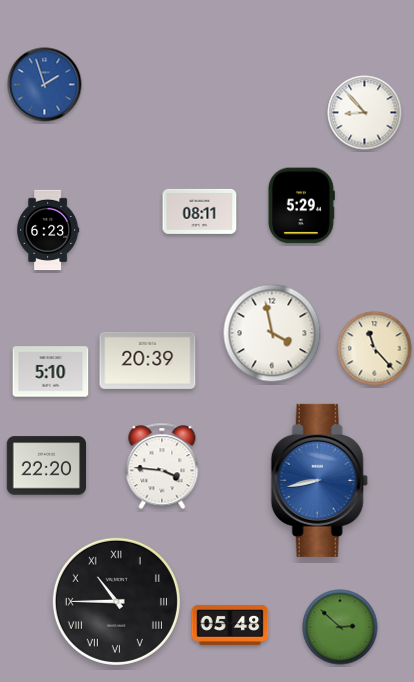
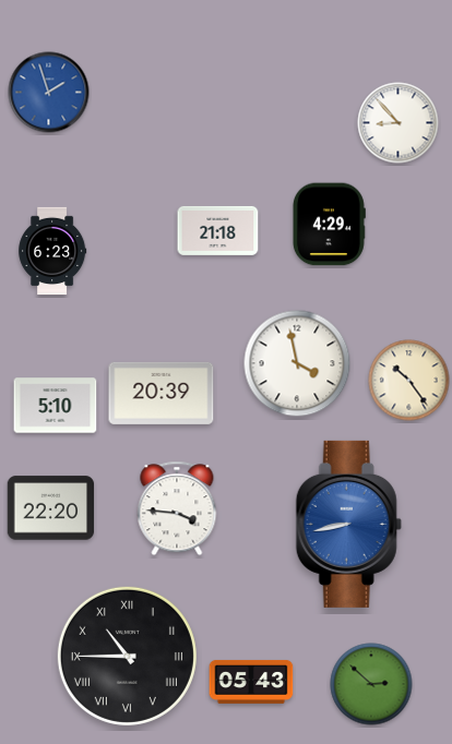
clock at (301, 206): 5:29 -> 4:29
clock at (200, 211): 08:11 -> 21:18
clock at (375, 349): 11:23 -> 10:24
clock at (230, 625): 05:48 -> 05:43
